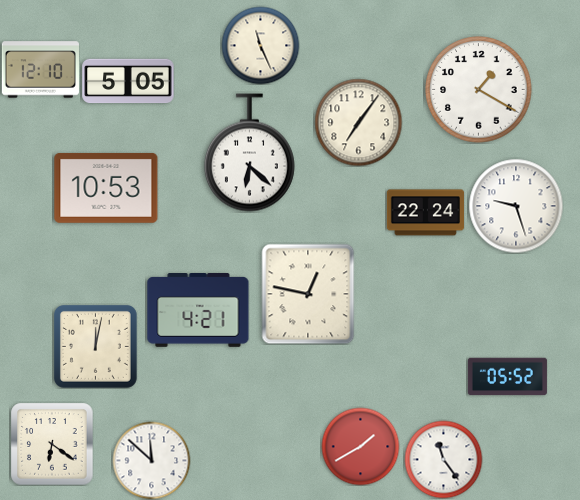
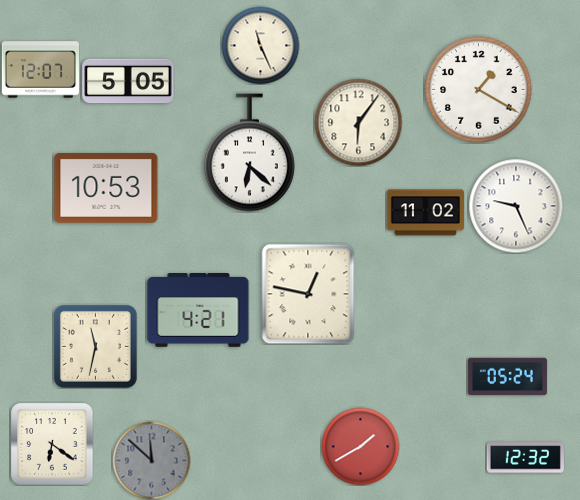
clock at (40, 70): 12:10 -> 12:07
clock at (358, 122): 7:06 -> 6:06
clock at (516, 206): 9:27 -> 9:26
clock at (425, 213): 22:24 -> 11:02
clock at (95, 346): 12:02 -> 11:32
clock at (507, 377): 05:52 -> 05:24
clock at (525, 458): none -> 12:32
clock at (443, 459): 11:24 -> none
clock at (151, 460) dial: white -> grey
